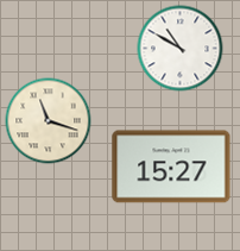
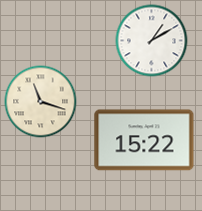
clock at (181, 49): 10:50 -> 1:10
clock at (171, 167): 15:27 -> 15:22
